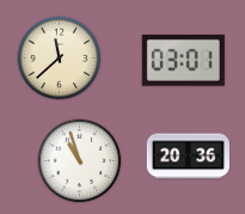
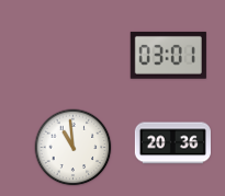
clock at (60, 59): 11:38 -> none
clock at (80, 161): 10:57 -> 10:59
